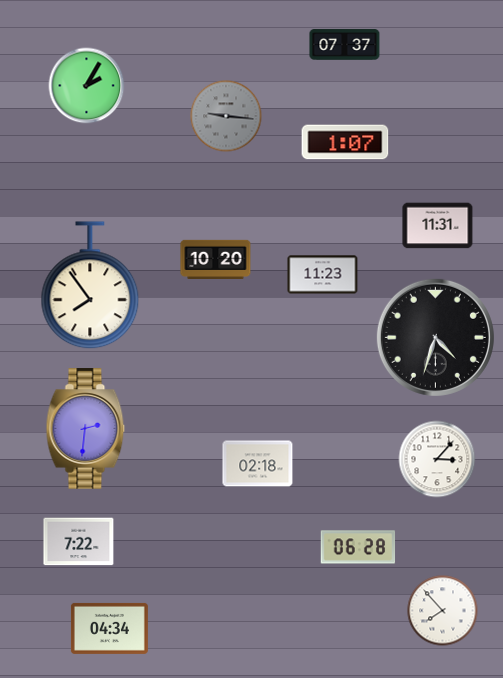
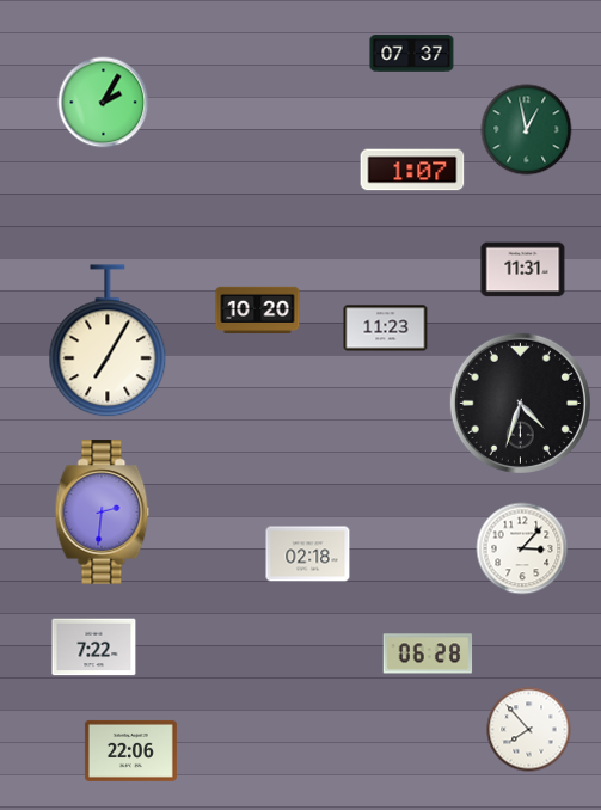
clock at (527, 130): none -> 12:58
clock at (226, 116): 9:16 -> none
clock at (90, 286): 7:54 -> 7:05
clock at (109, 628): 04:34 -> 22:06
